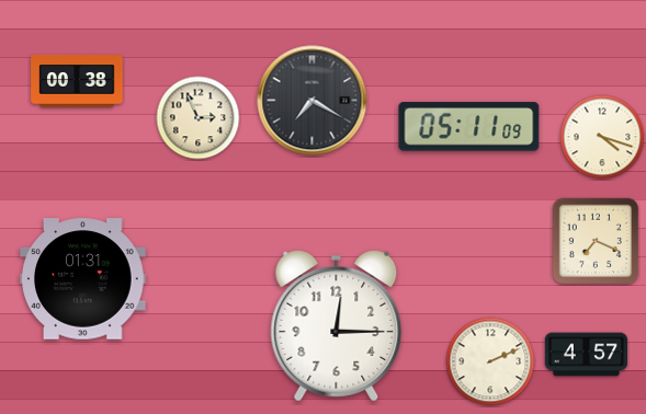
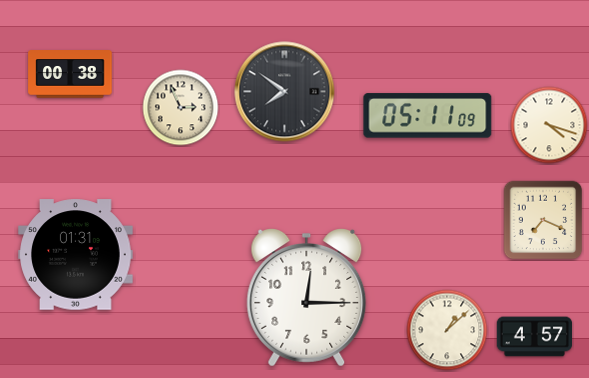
clock at (313, 101): 7:20 -> 7:51
clock at (587, 355) position: (587, 355) -> (535, 337)
clock at (490, 361): 2:11 -> 1:08
